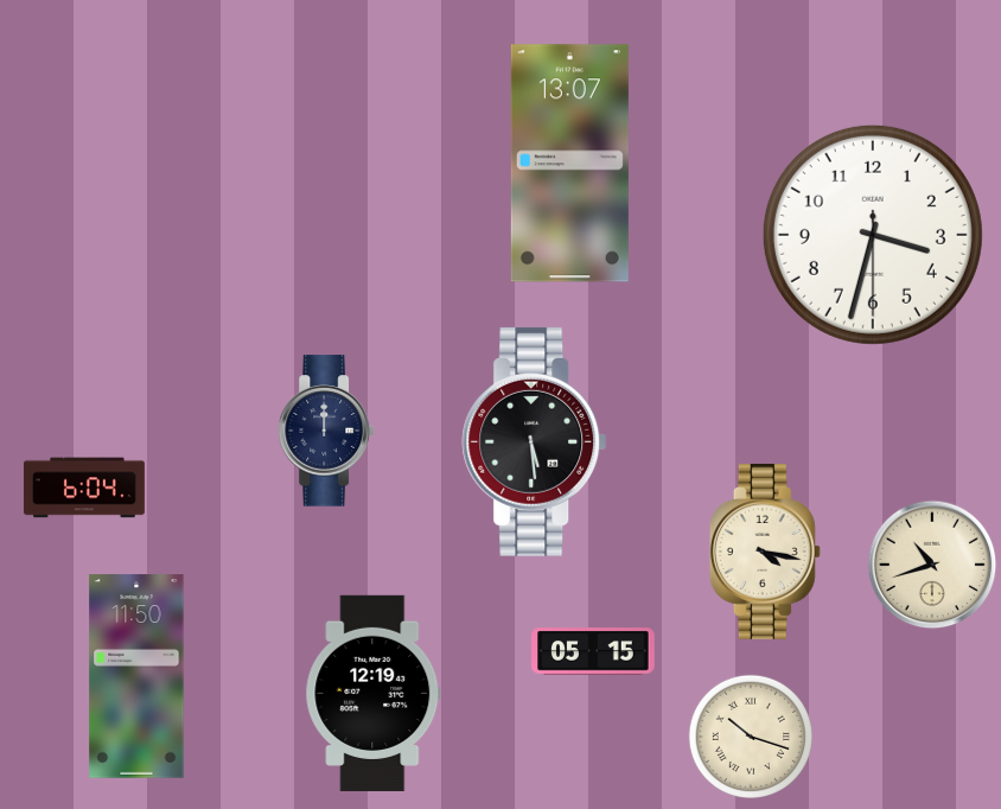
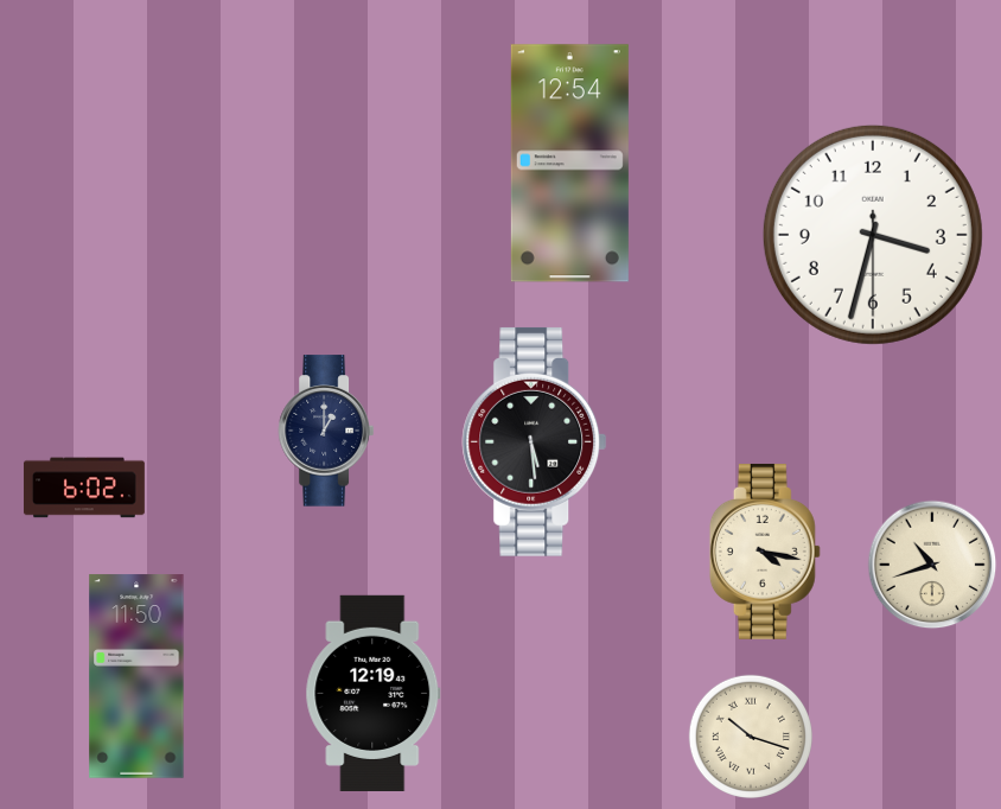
clock at (569, 164): 13:07 -> 12:54
clock at (325, 431): 12:00 -> 1:00
clock at (84, 488): 6:04 -> 6:02
clock at (593, 651): 05:15 -> none
